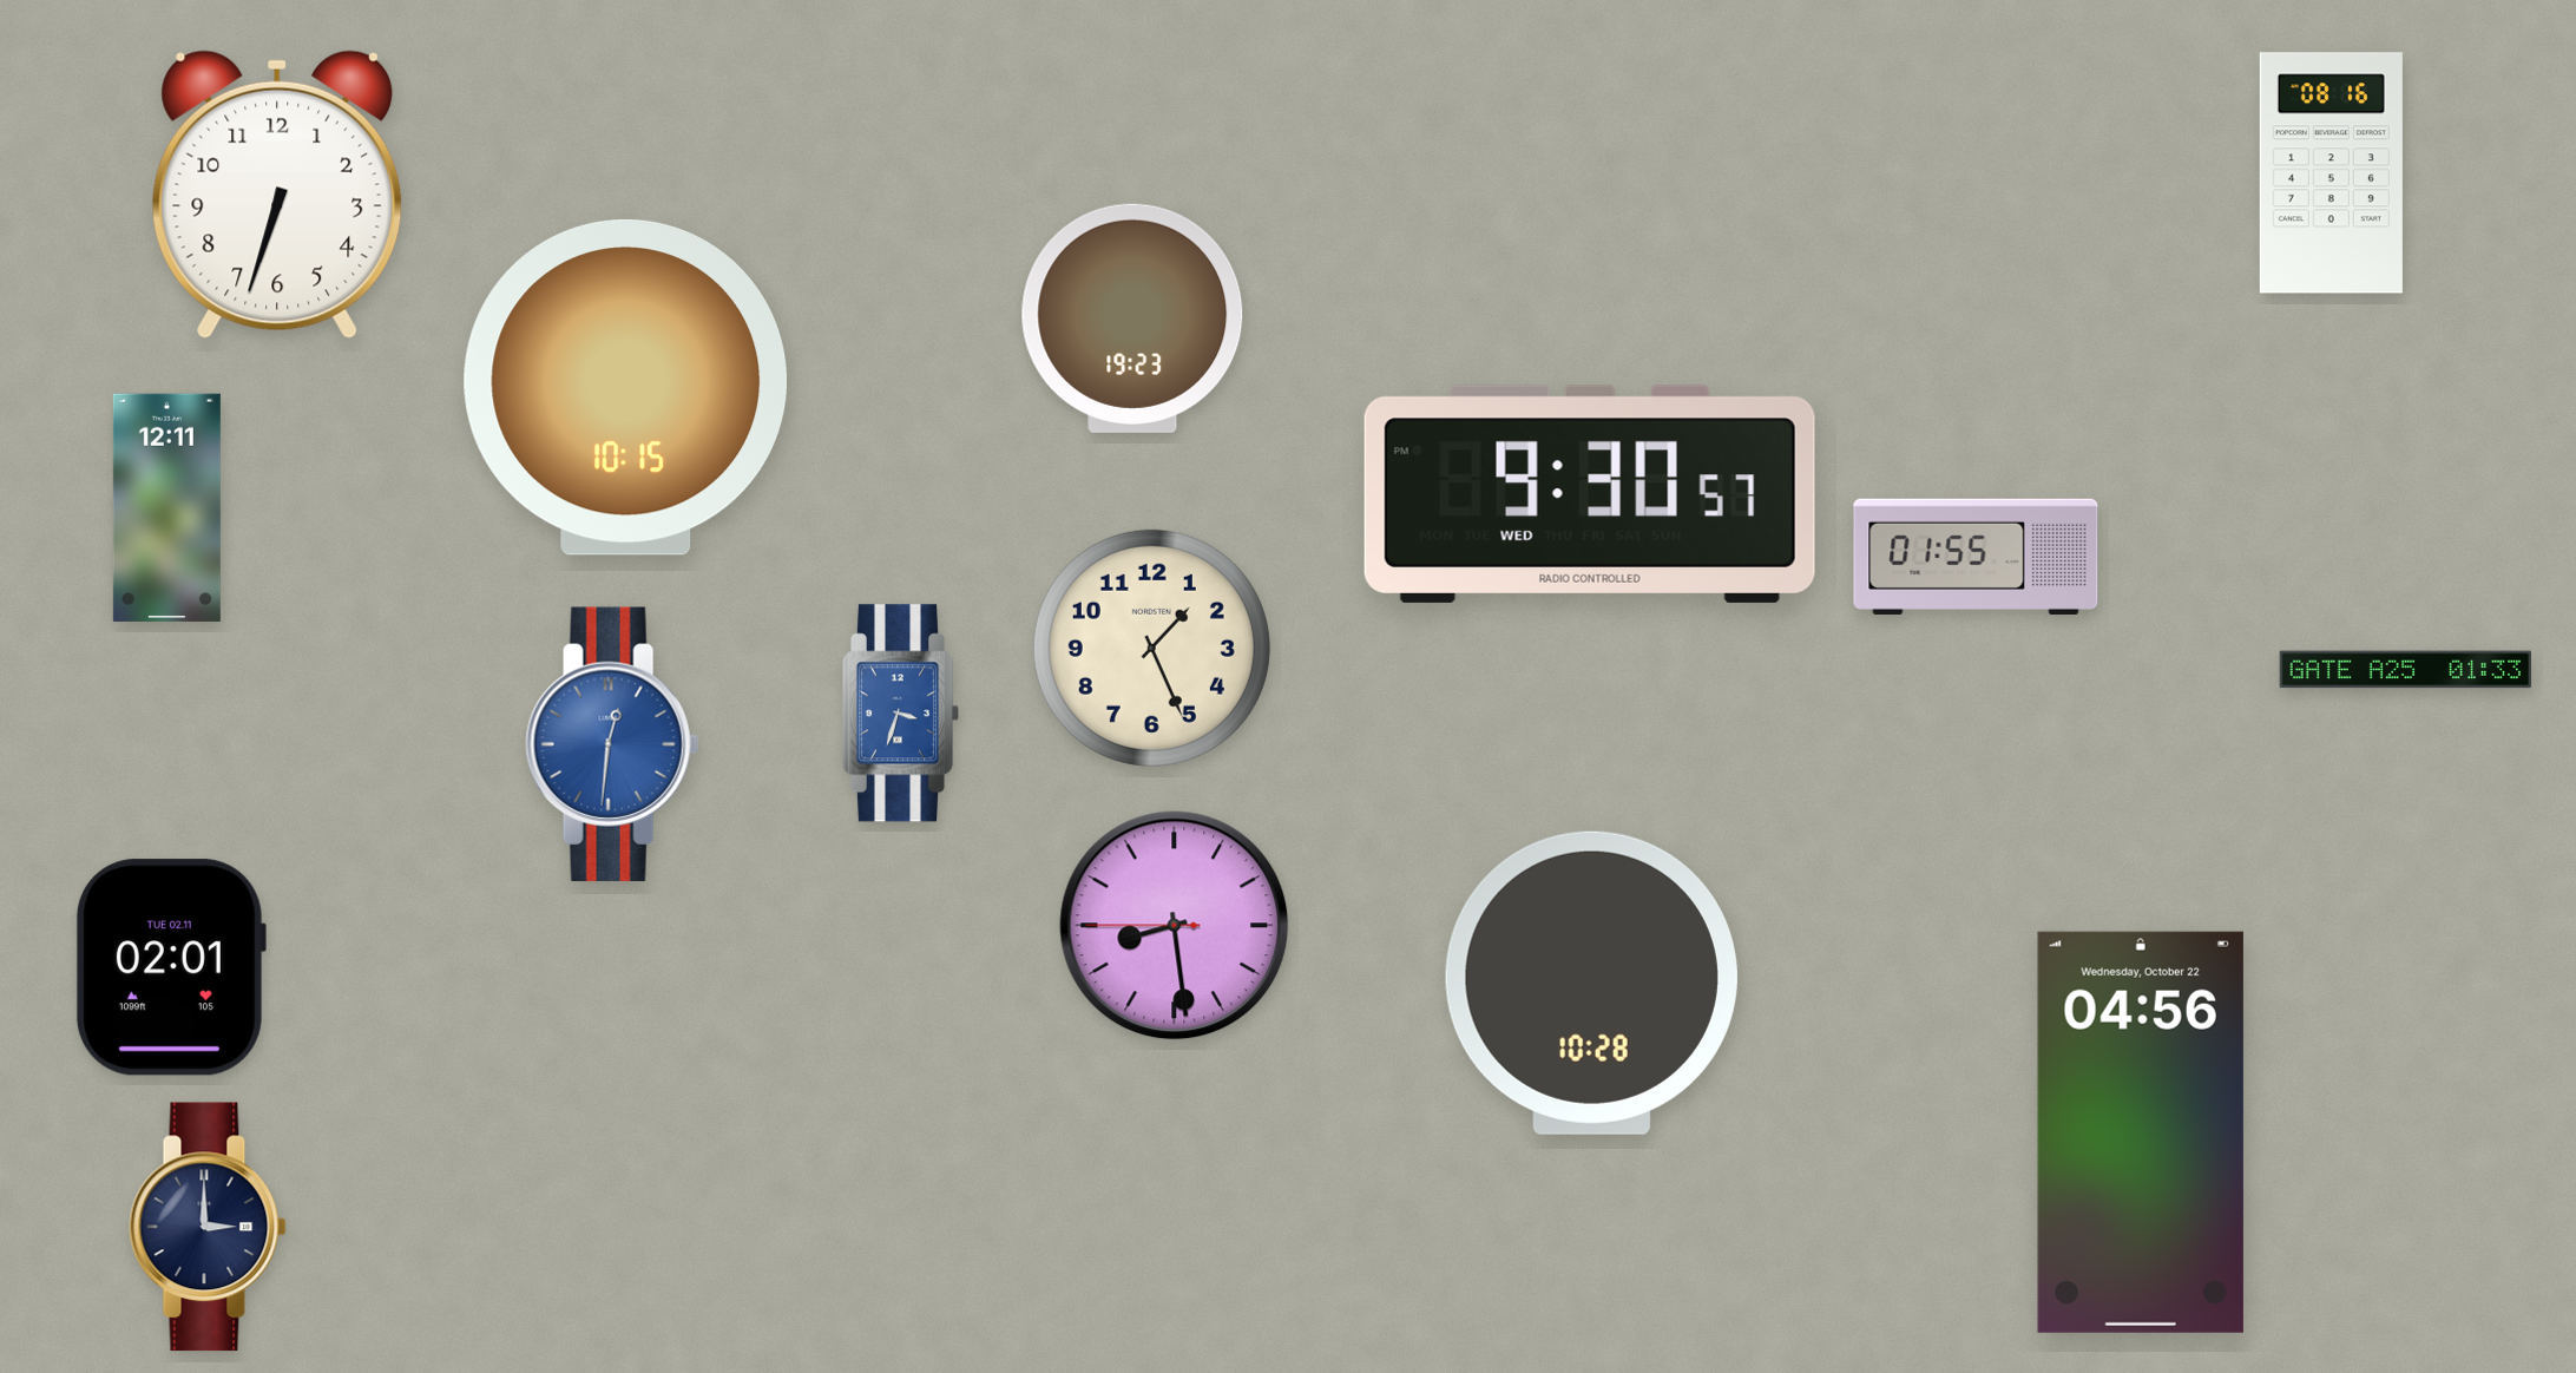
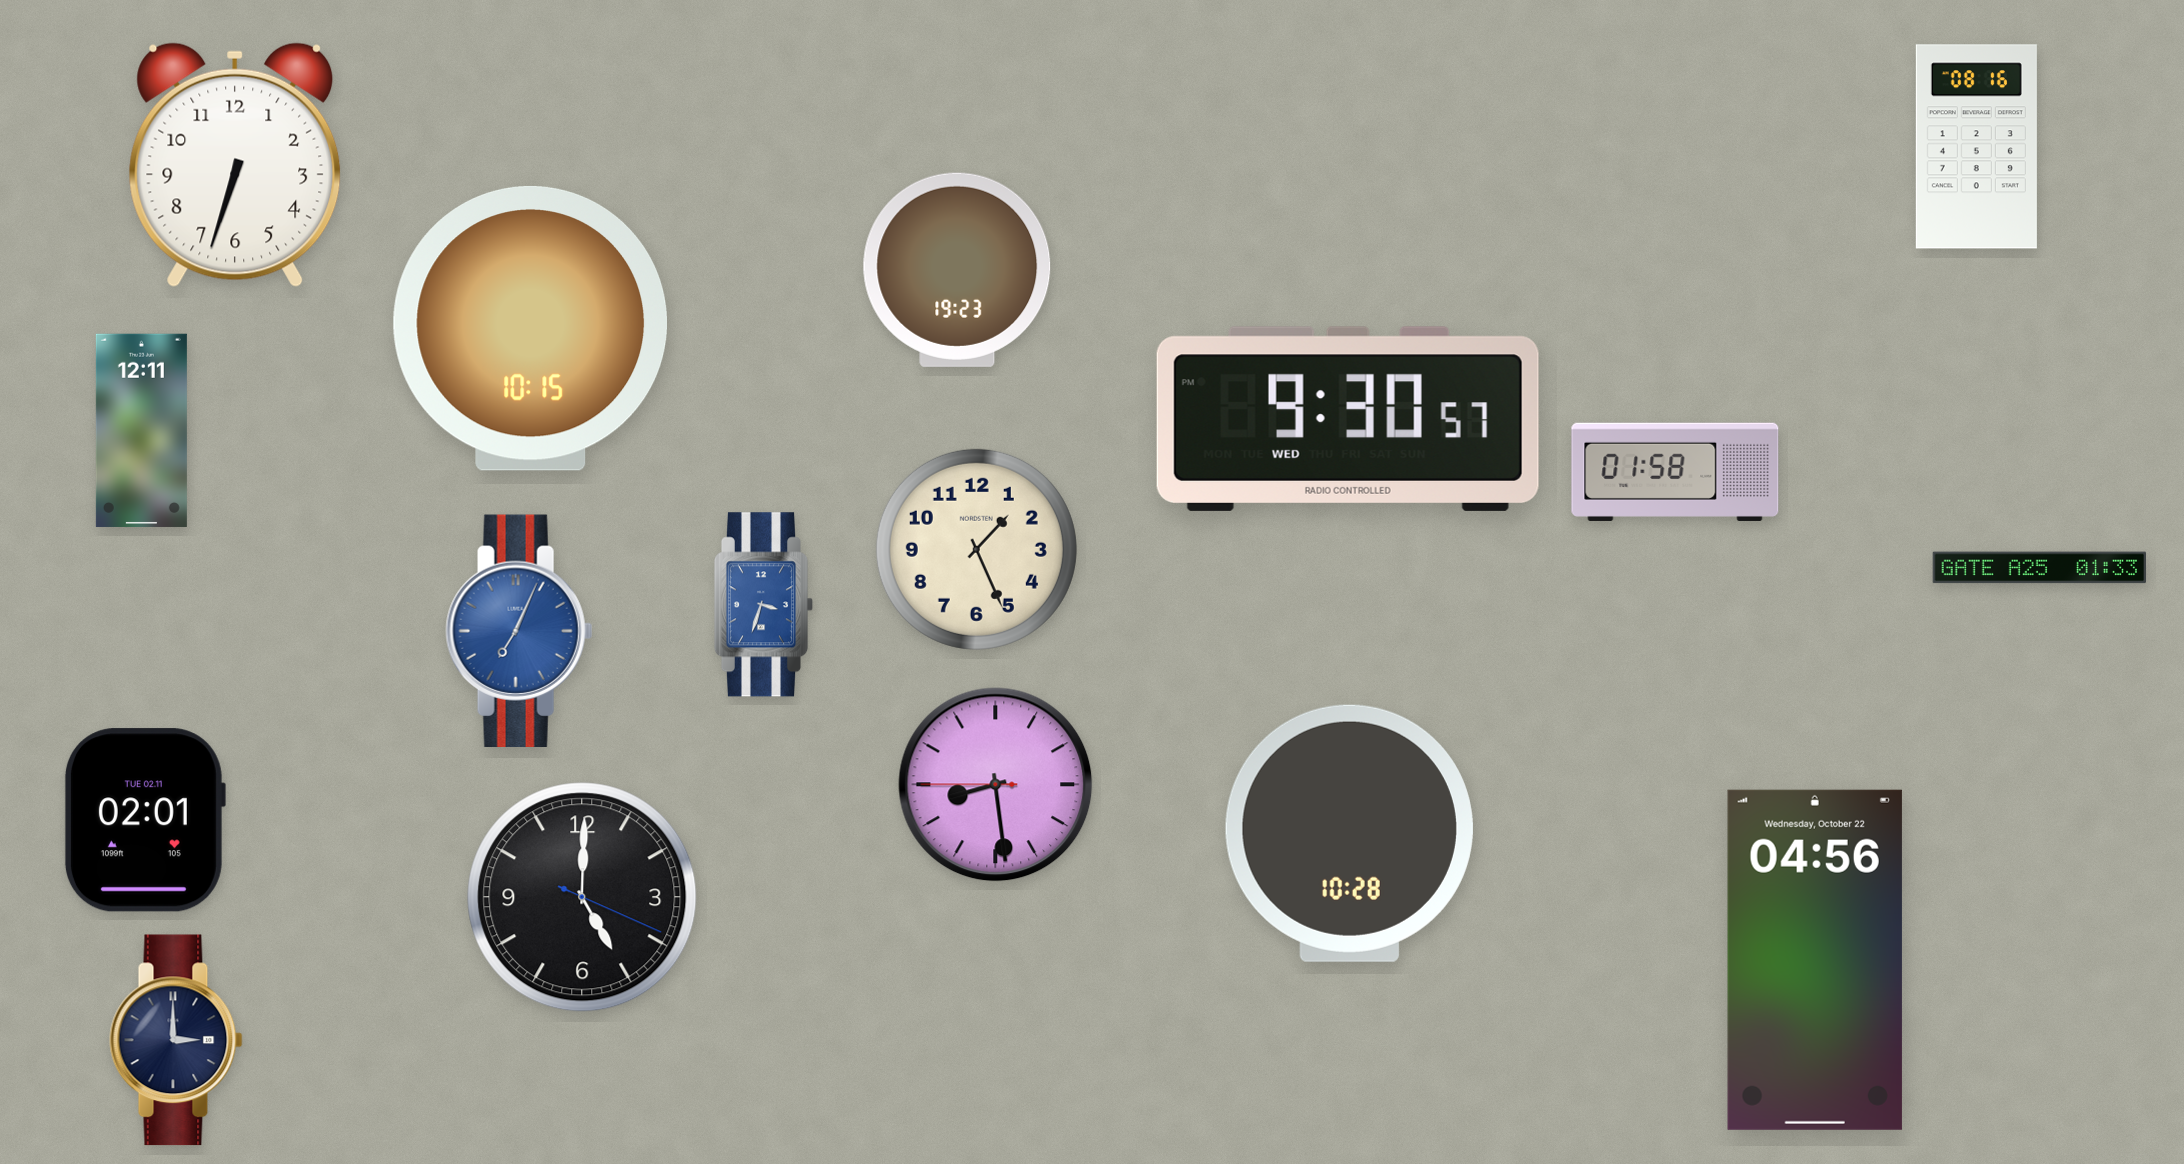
clock at (1132, 318) position: (1132, 318) -> (957, 270)
clock at (1976, 557): 01:55 -> 01:58
clock at (612, 743): 12:31 -> 7:04
clock at (582, 897): none -> 5:00
